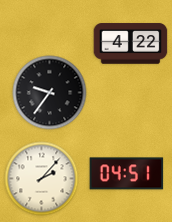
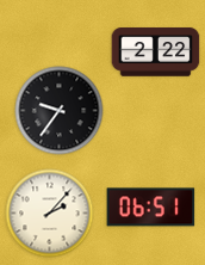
clock at (131, 44): 4:22 -> 2:22
clock at (127, 174): 04:51 -> 06:51
